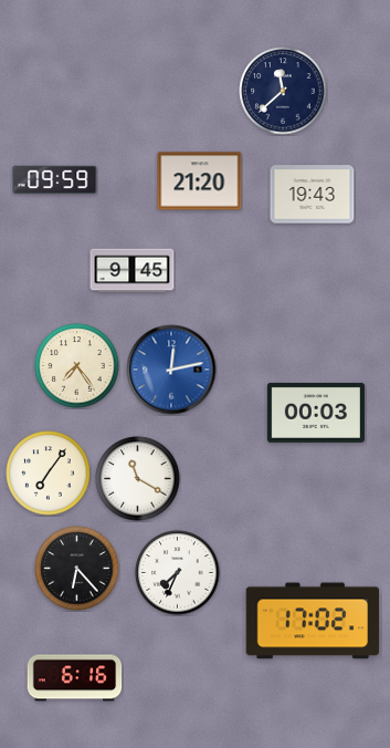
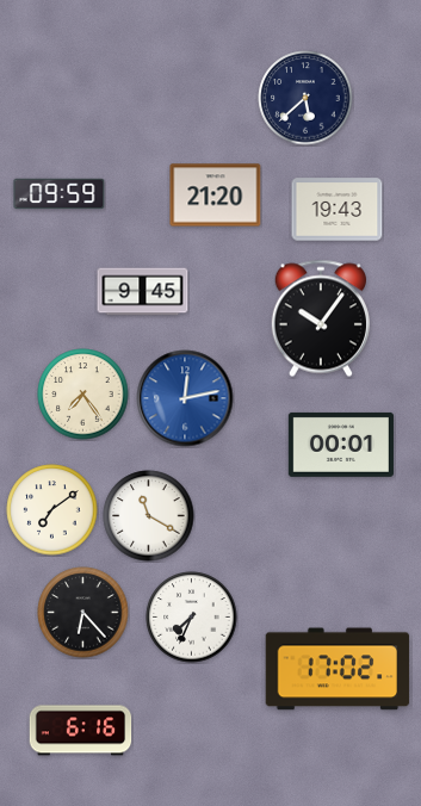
clock at (283, 91): 11:38 -> 5:38
clock at (321, 318): none -> 10:06
clock at (316, 413): 00:03 -> 00:01
clock at (49, 474): 7:06 -> 7:09
